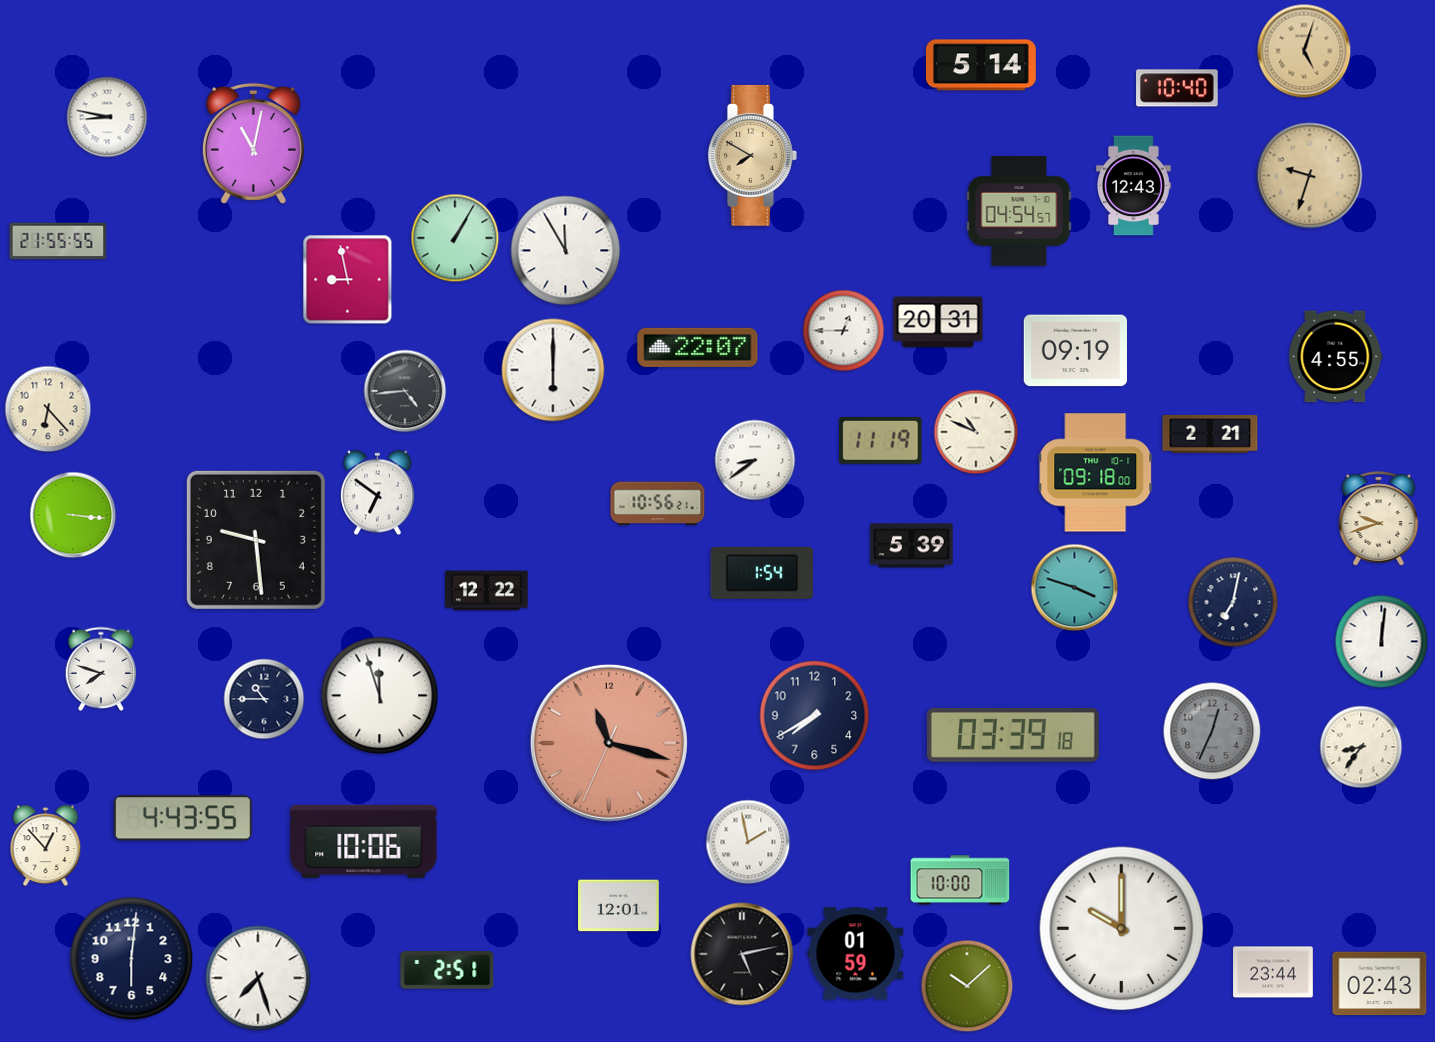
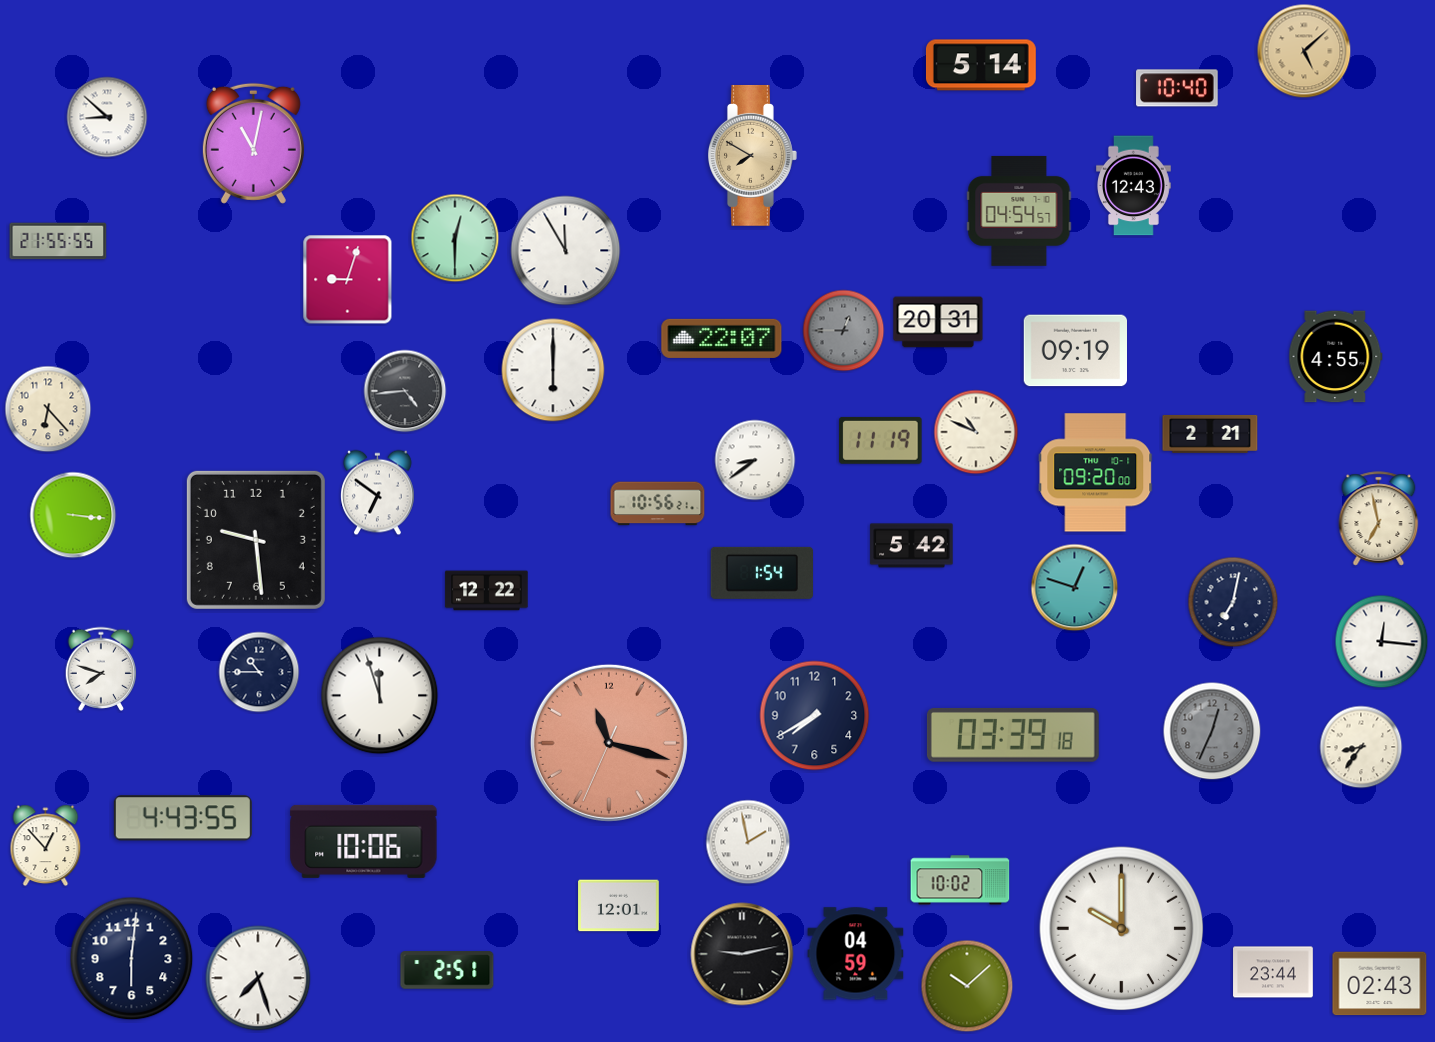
clock at (1304, 51): 5:03 -> 5:08
clock at (107, 117): 8:47 -> 8:52
clock at (1310, 176): 9:33 -> none
clock at (455, 238): 1:05 -> 12:30
clock at (348, 280): 8:58 -> 9:03
clock at (844, 331) dial: white -> grey
clock at (698, 347) position: (698, 347) -> (722, 338)
clock at (1096, 473): 09:18 -> 09:20
clock at (1379, 519): 9:42 -> 6:58
clock at (912, 546): 5:39 -> 5:42
clock at (1075, 588): 3:48 -> 12:48
clock at (1382, 642): 12:01 -> 12:16
clock at (264, 699) position: (264, 699) -> (259, 672)
clock at (960, 880): 10:00 -> 10:02
clock at (742, 954): 5:13 -> 9:13
clock at (856, 954): 01:59 -> 04:59
